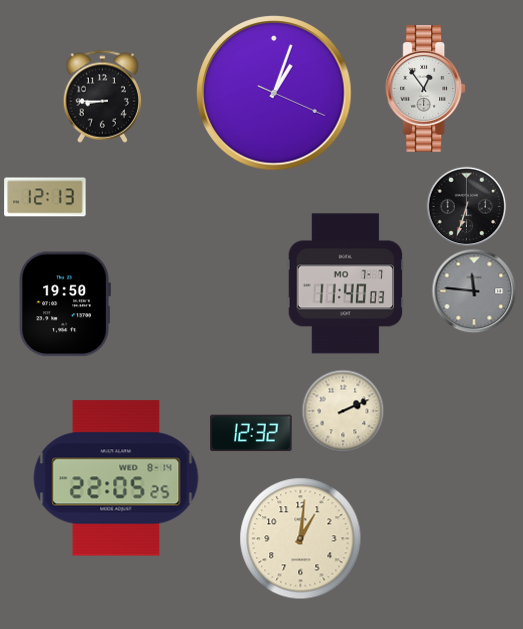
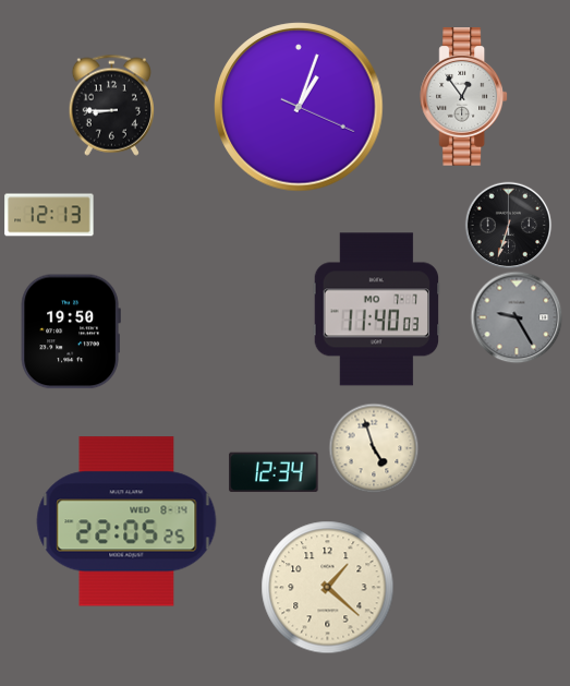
clock at (274, 93) position: (274, 93) -> (299, 107)
clock at (474, 291): 11:46 -> 9:25
clock at (343, 411): 2:11 -> 4:57
clock at (251, 433): 12:32 -> 12:34
clock at (301, 539): 1:01 -> 1:22
